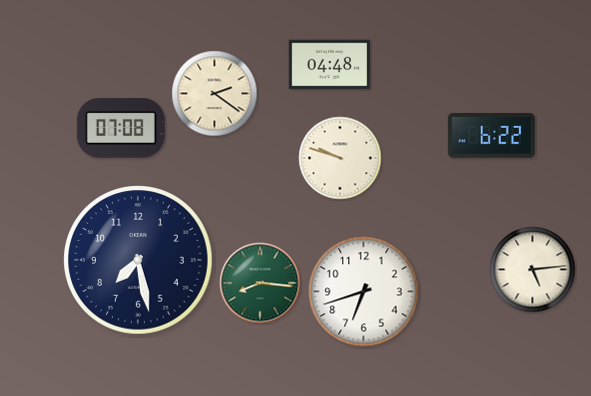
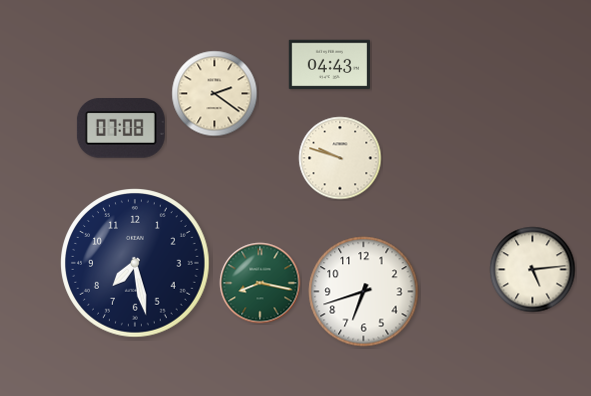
clock at (330, 65): 04:48 -> 04:43
clock at (491, 136): 6:22 -> none
clock at (138, 260) position: (138, 260) -> (135, 263)
clock at (260, 283): 8:16 -> 8:17
